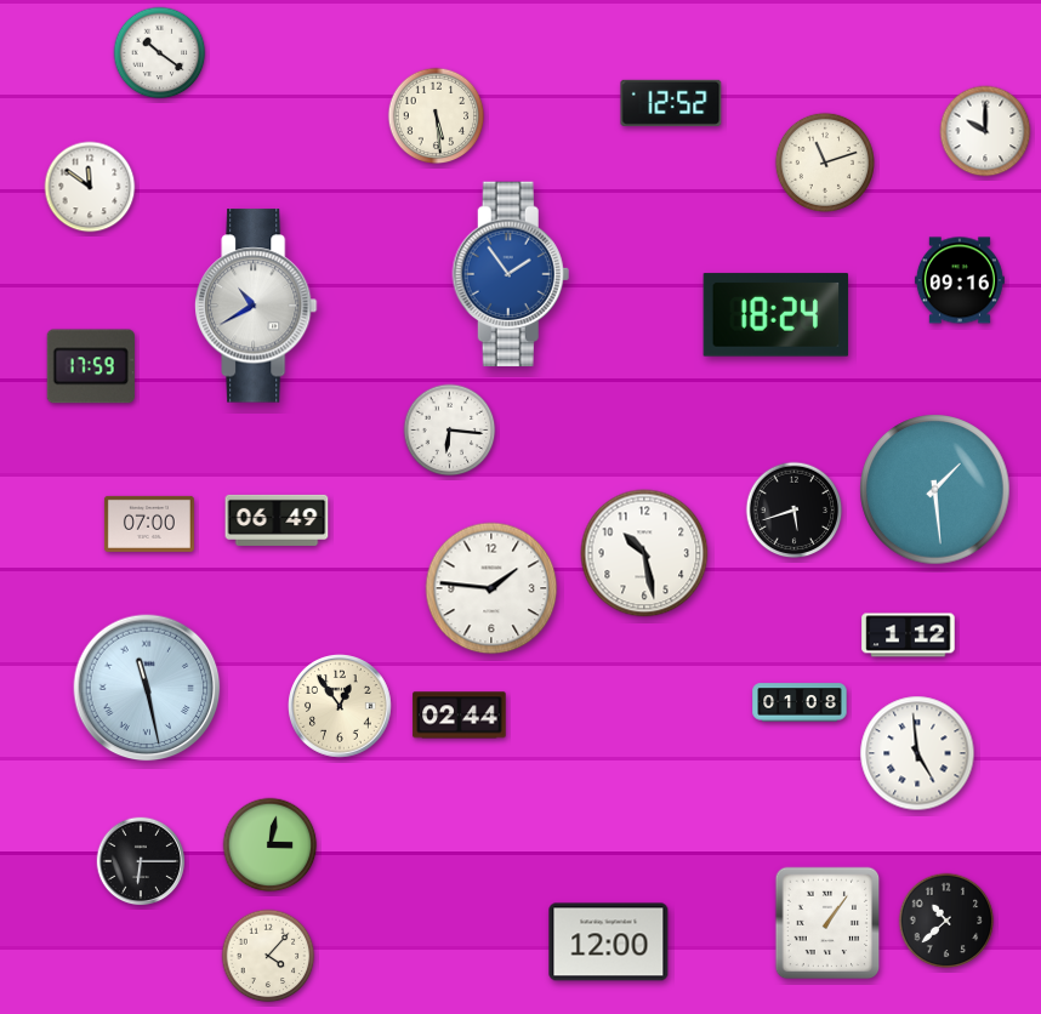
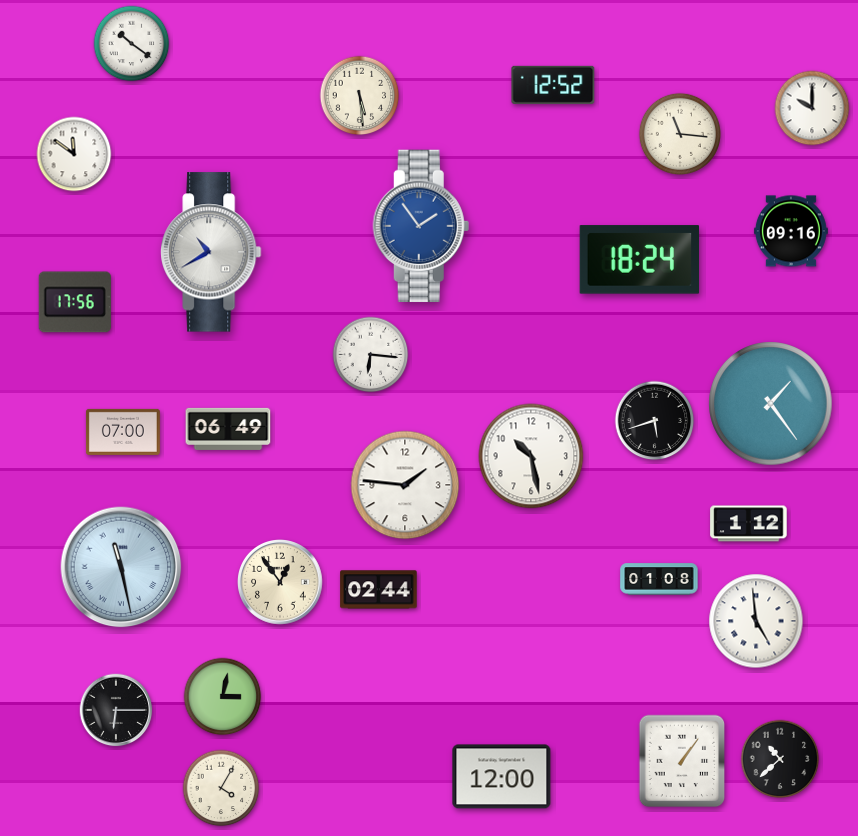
clock at (825, 163): 11:12 -> 11:16
clock at (91, 366): 17:59 -> 17:56
clock at (935, 490): 1:29 -> 1:24
clock at (268, 956): 4:07 -> 4:05
